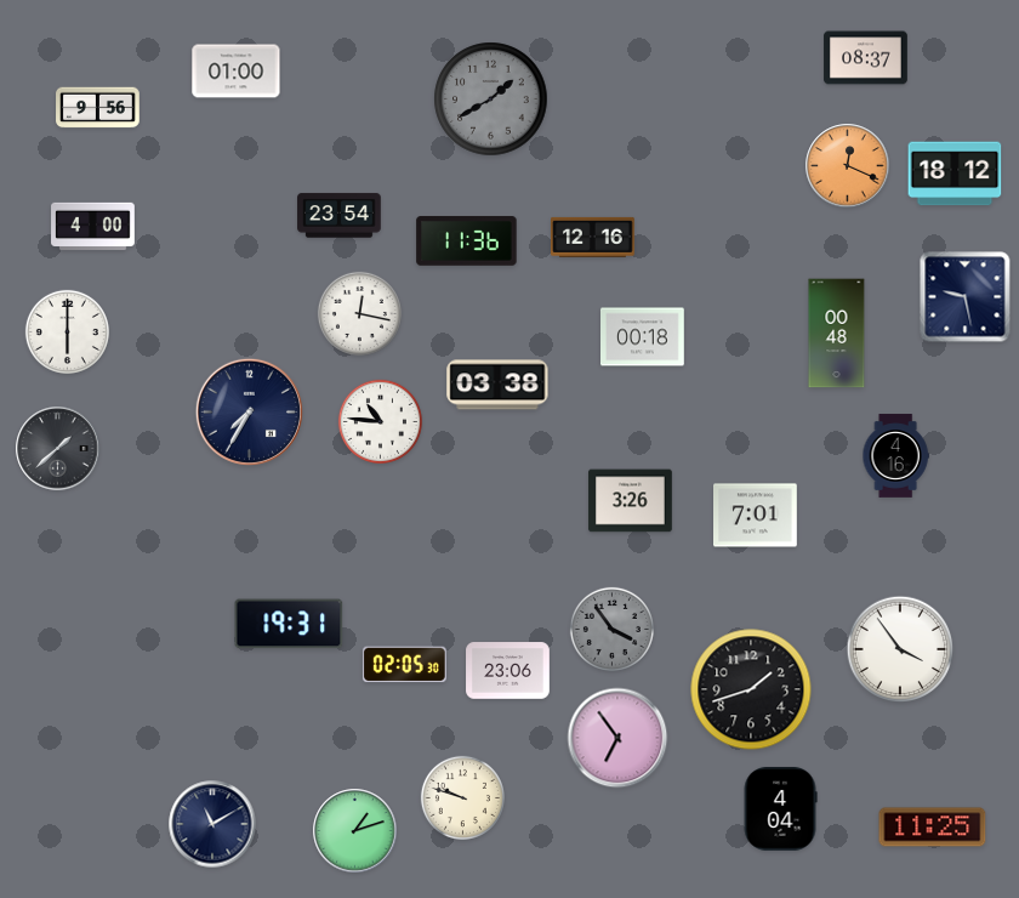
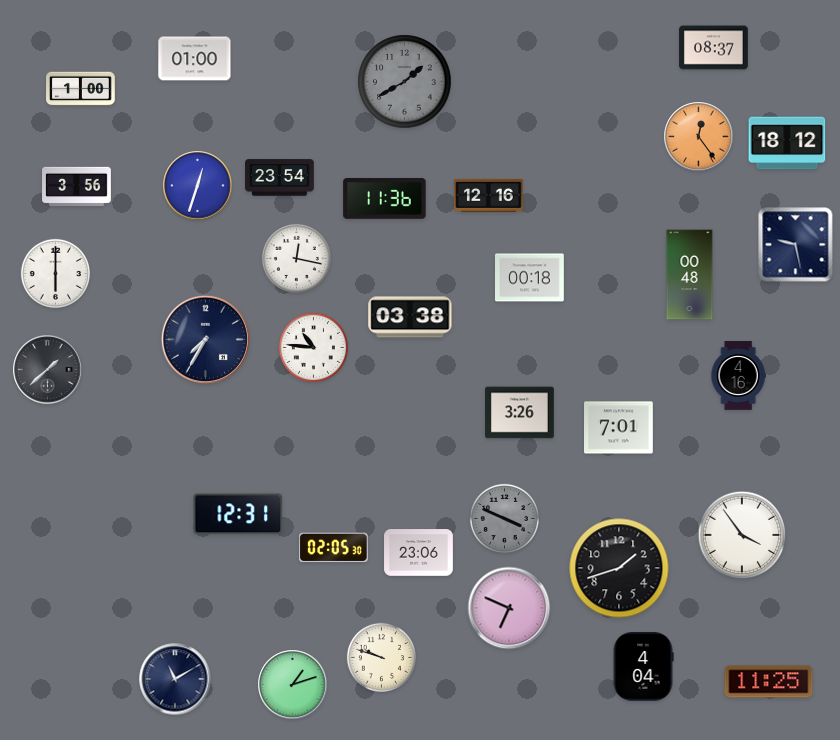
clock at (98, 108): 9:56 -> 1:00
clock at (848, 166): 12:19 -> 12:24
clock at (198, 186): none -> 12:33
clock at (93, 227): 4:00 -> 3:56
clock at (756, 516) position: (756, 516) -> (619, 428)
clock at (289, 624): 19:31 -> 12:31
clock at (611, 629): 3:54 -> 3:49
clock at (617, 738): 6:54 -> 6:49
